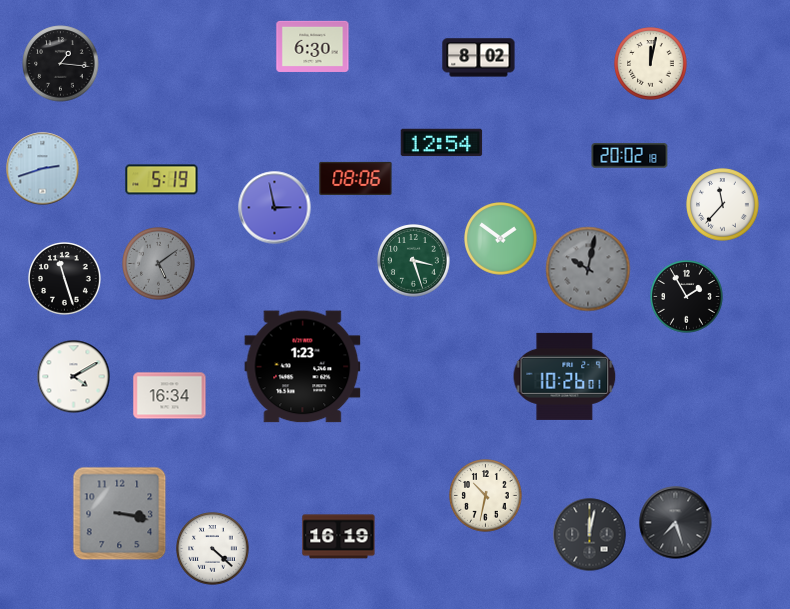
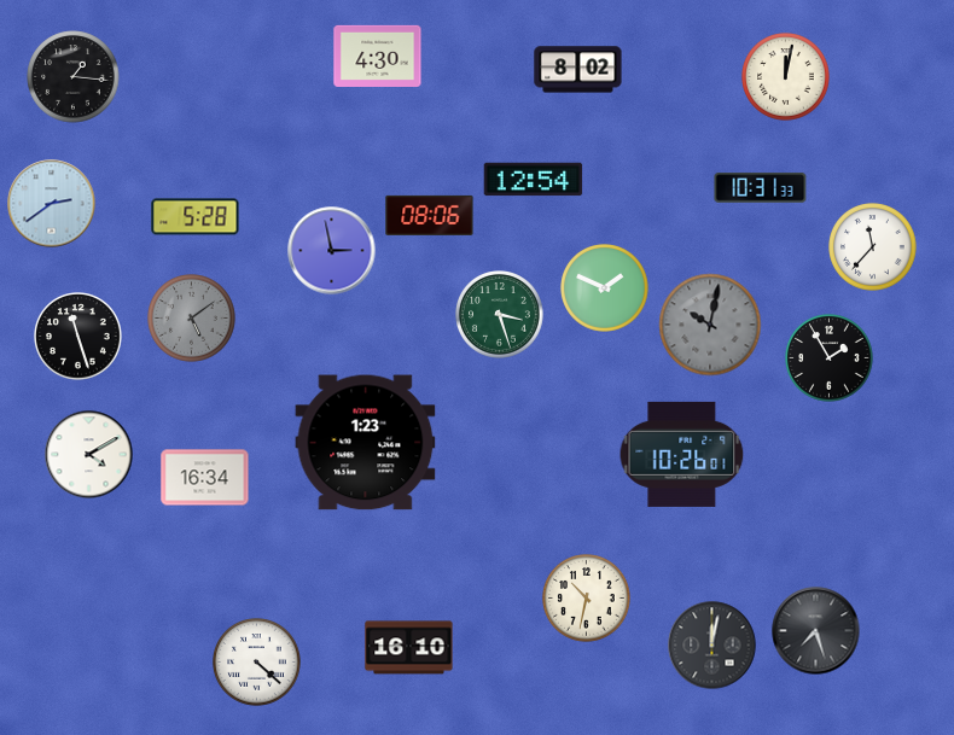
clock at (313, 46): 6:30 -> 4:30
clock at (442, 143) position: (442, 143) -> (534, 180)
clock at (630, 156): 20:02 -> 10:31
clock at (43, 169): 2:42 -> 2:39
clock at (162, 180): 5:19 -> 5:28
clock at (501, 239): 1:51 -> 1:49
clock at (120, 514): 3:17 -> none
clock at (339, 537): 16:19 -> 16:10
